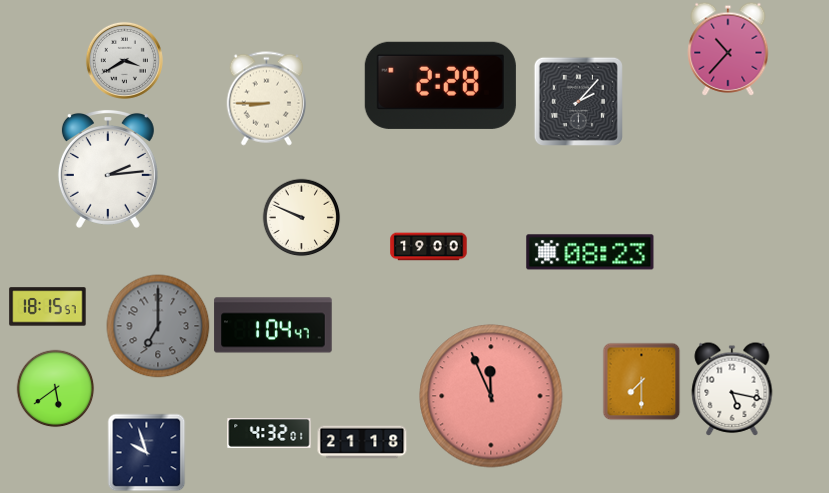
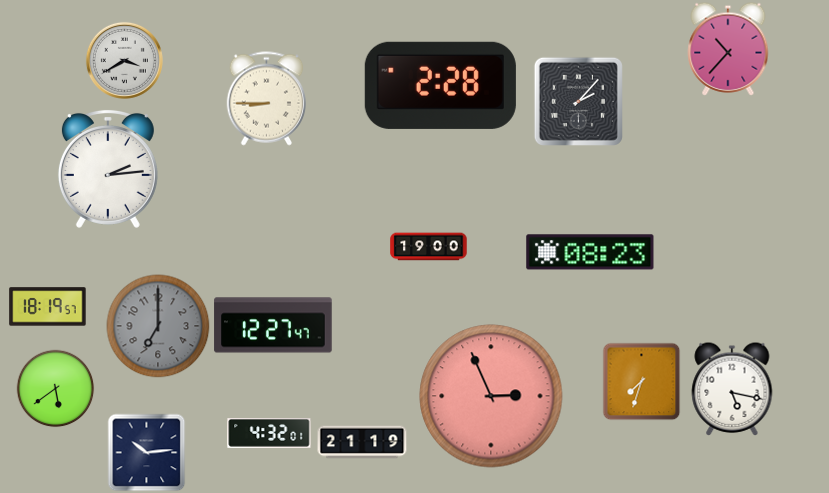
clock at (301, 217): 9:49 -> none
clock at (48, 307): 18:15 -> 18:19
clock at (273, 325): 1:04 -> 12:27
clock at (641, 381): 7:30 -> 7:33
clock at (491, 396): 11:56 -> 2:56
clock at (362, 442): 21:18 -> 21:19
clock at (146, 452): 9:57 -> 10:14
